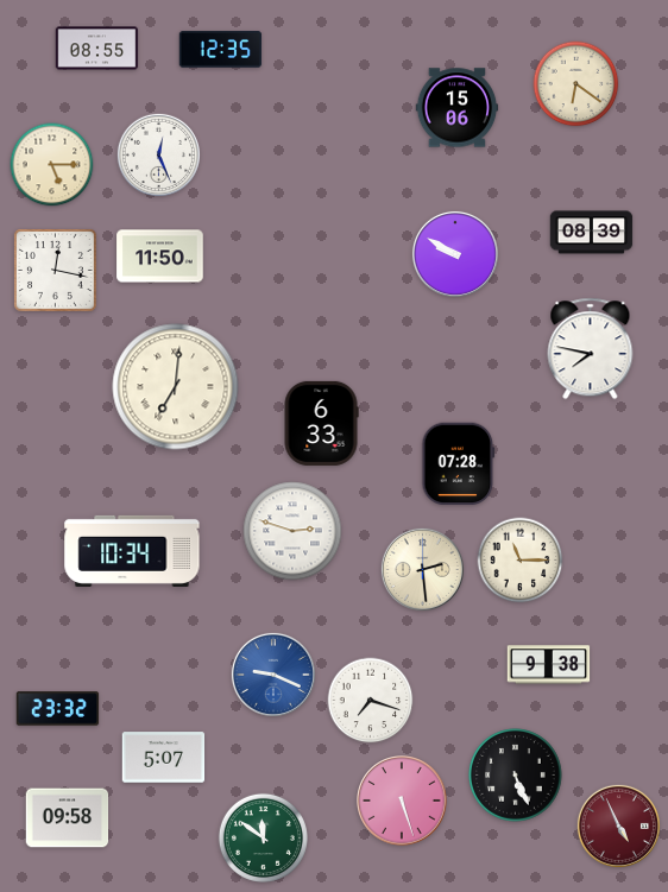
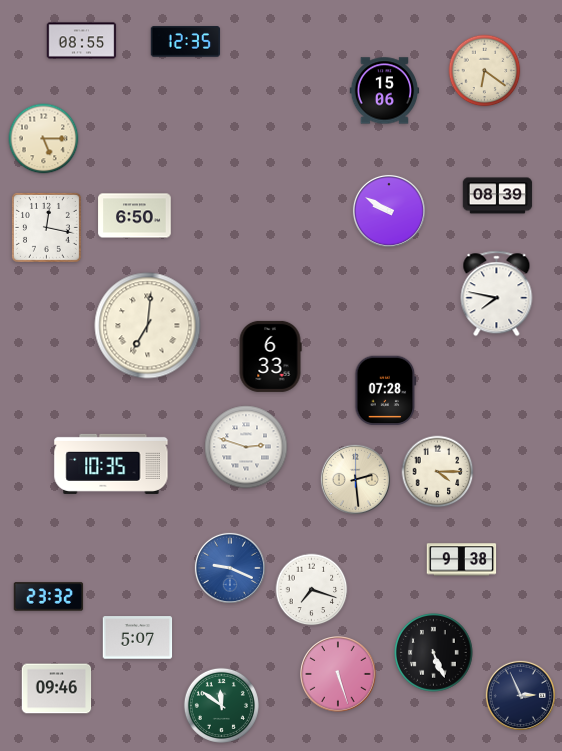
clock at (158, 154): 12:26 -> none
clock at (455, 254) position: (455, 254) -> (389, 211)
clock at (160, 257): 11:50 -> 6:50
clock at (132, 551): 10:34 -> 10:35
clock at (521, 561): 11:15 -> 4:15
clock at (68, 818): 09:58 -> 09:46
clock at (618, 825): 4:56 -> 2:56
clock at (618, 825) dial: burgundy -> navy
